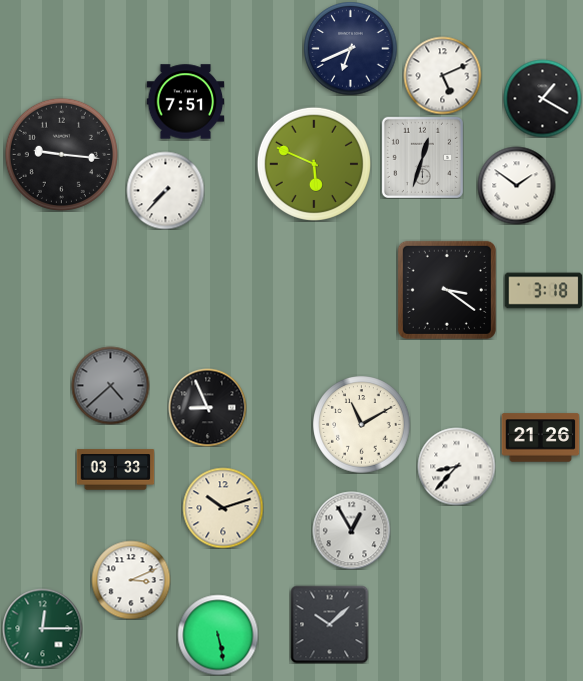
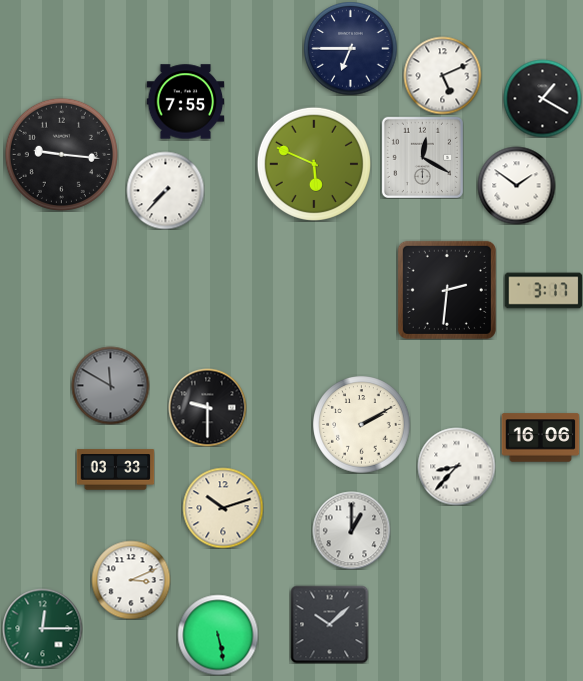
clock at (350, 48): 6:41 -> 6:45
clock at (185, 102): 7:51 -> 7:55
clock at (422, 157): 12:33 -> 12:20
clock at (447, 290): 3:21 -> 2:31
clock at (543, 291): 3:18 -> 3:17
clock at (110, 385): 4:38 -> 11:50
clock at (207, 407): 8:56 -> 9:30
clock at (362, 425): 11:10 -> 2:10
clock at (540, 438): 21:26 -> 16:06
clock at (351, 530): 12:55 -> 1:00
